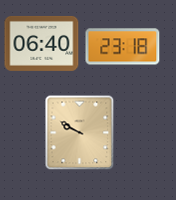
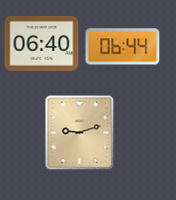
clock at (123, 47): 23:18 -> 06:44
clock at (80, 133): 9:50 -> 9:12
